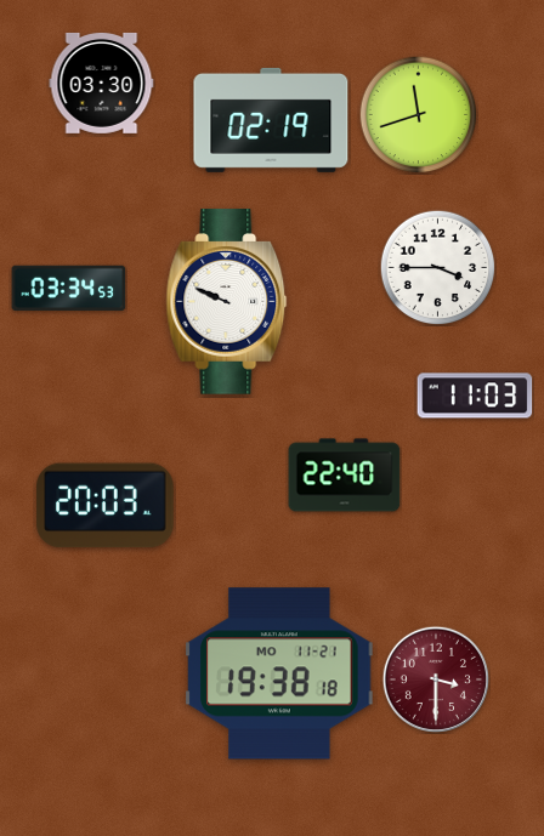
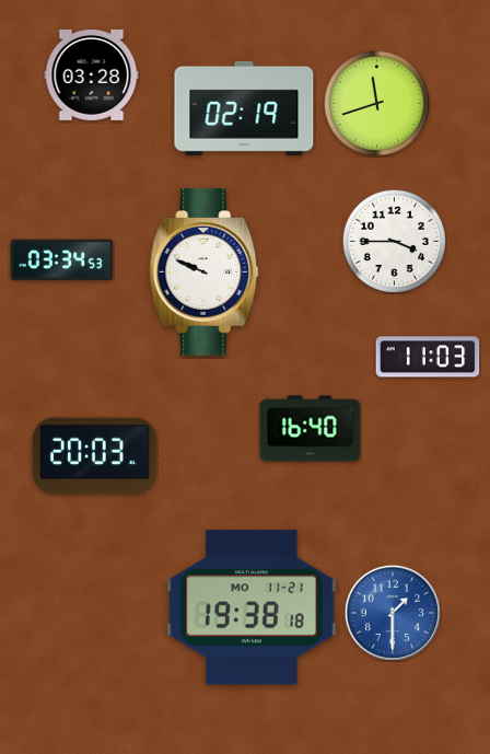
clock at (102, 83): 03:30 -> 03:28
clock at (345, 476): 22:40 -> 16:40
clock at (435, 678): 3:30 -> 1:30
clock at (435, 678) dial: burgundy -> blue
